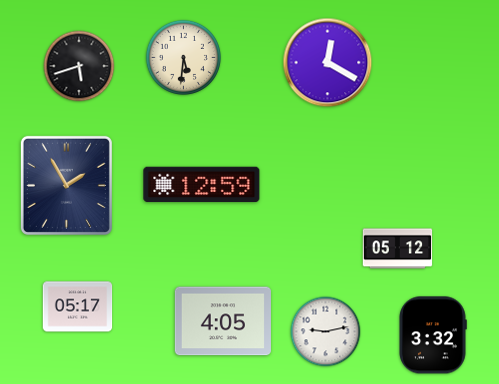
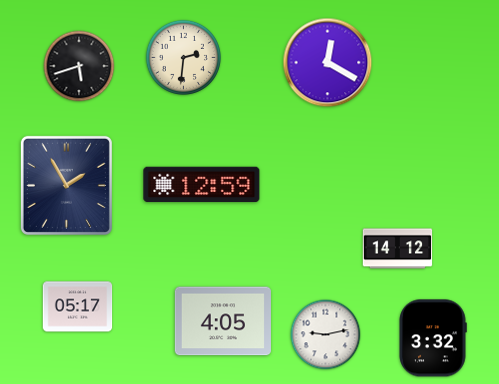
clock at (183, 57): 5:31 -> 2:31
clock at (398, 249): 05:12 -> 14:12
clock at (326, 332) position: (326, 332) -> (326, 335)
clock at (433, 335) position: (433, 335) -> (433, 338)
